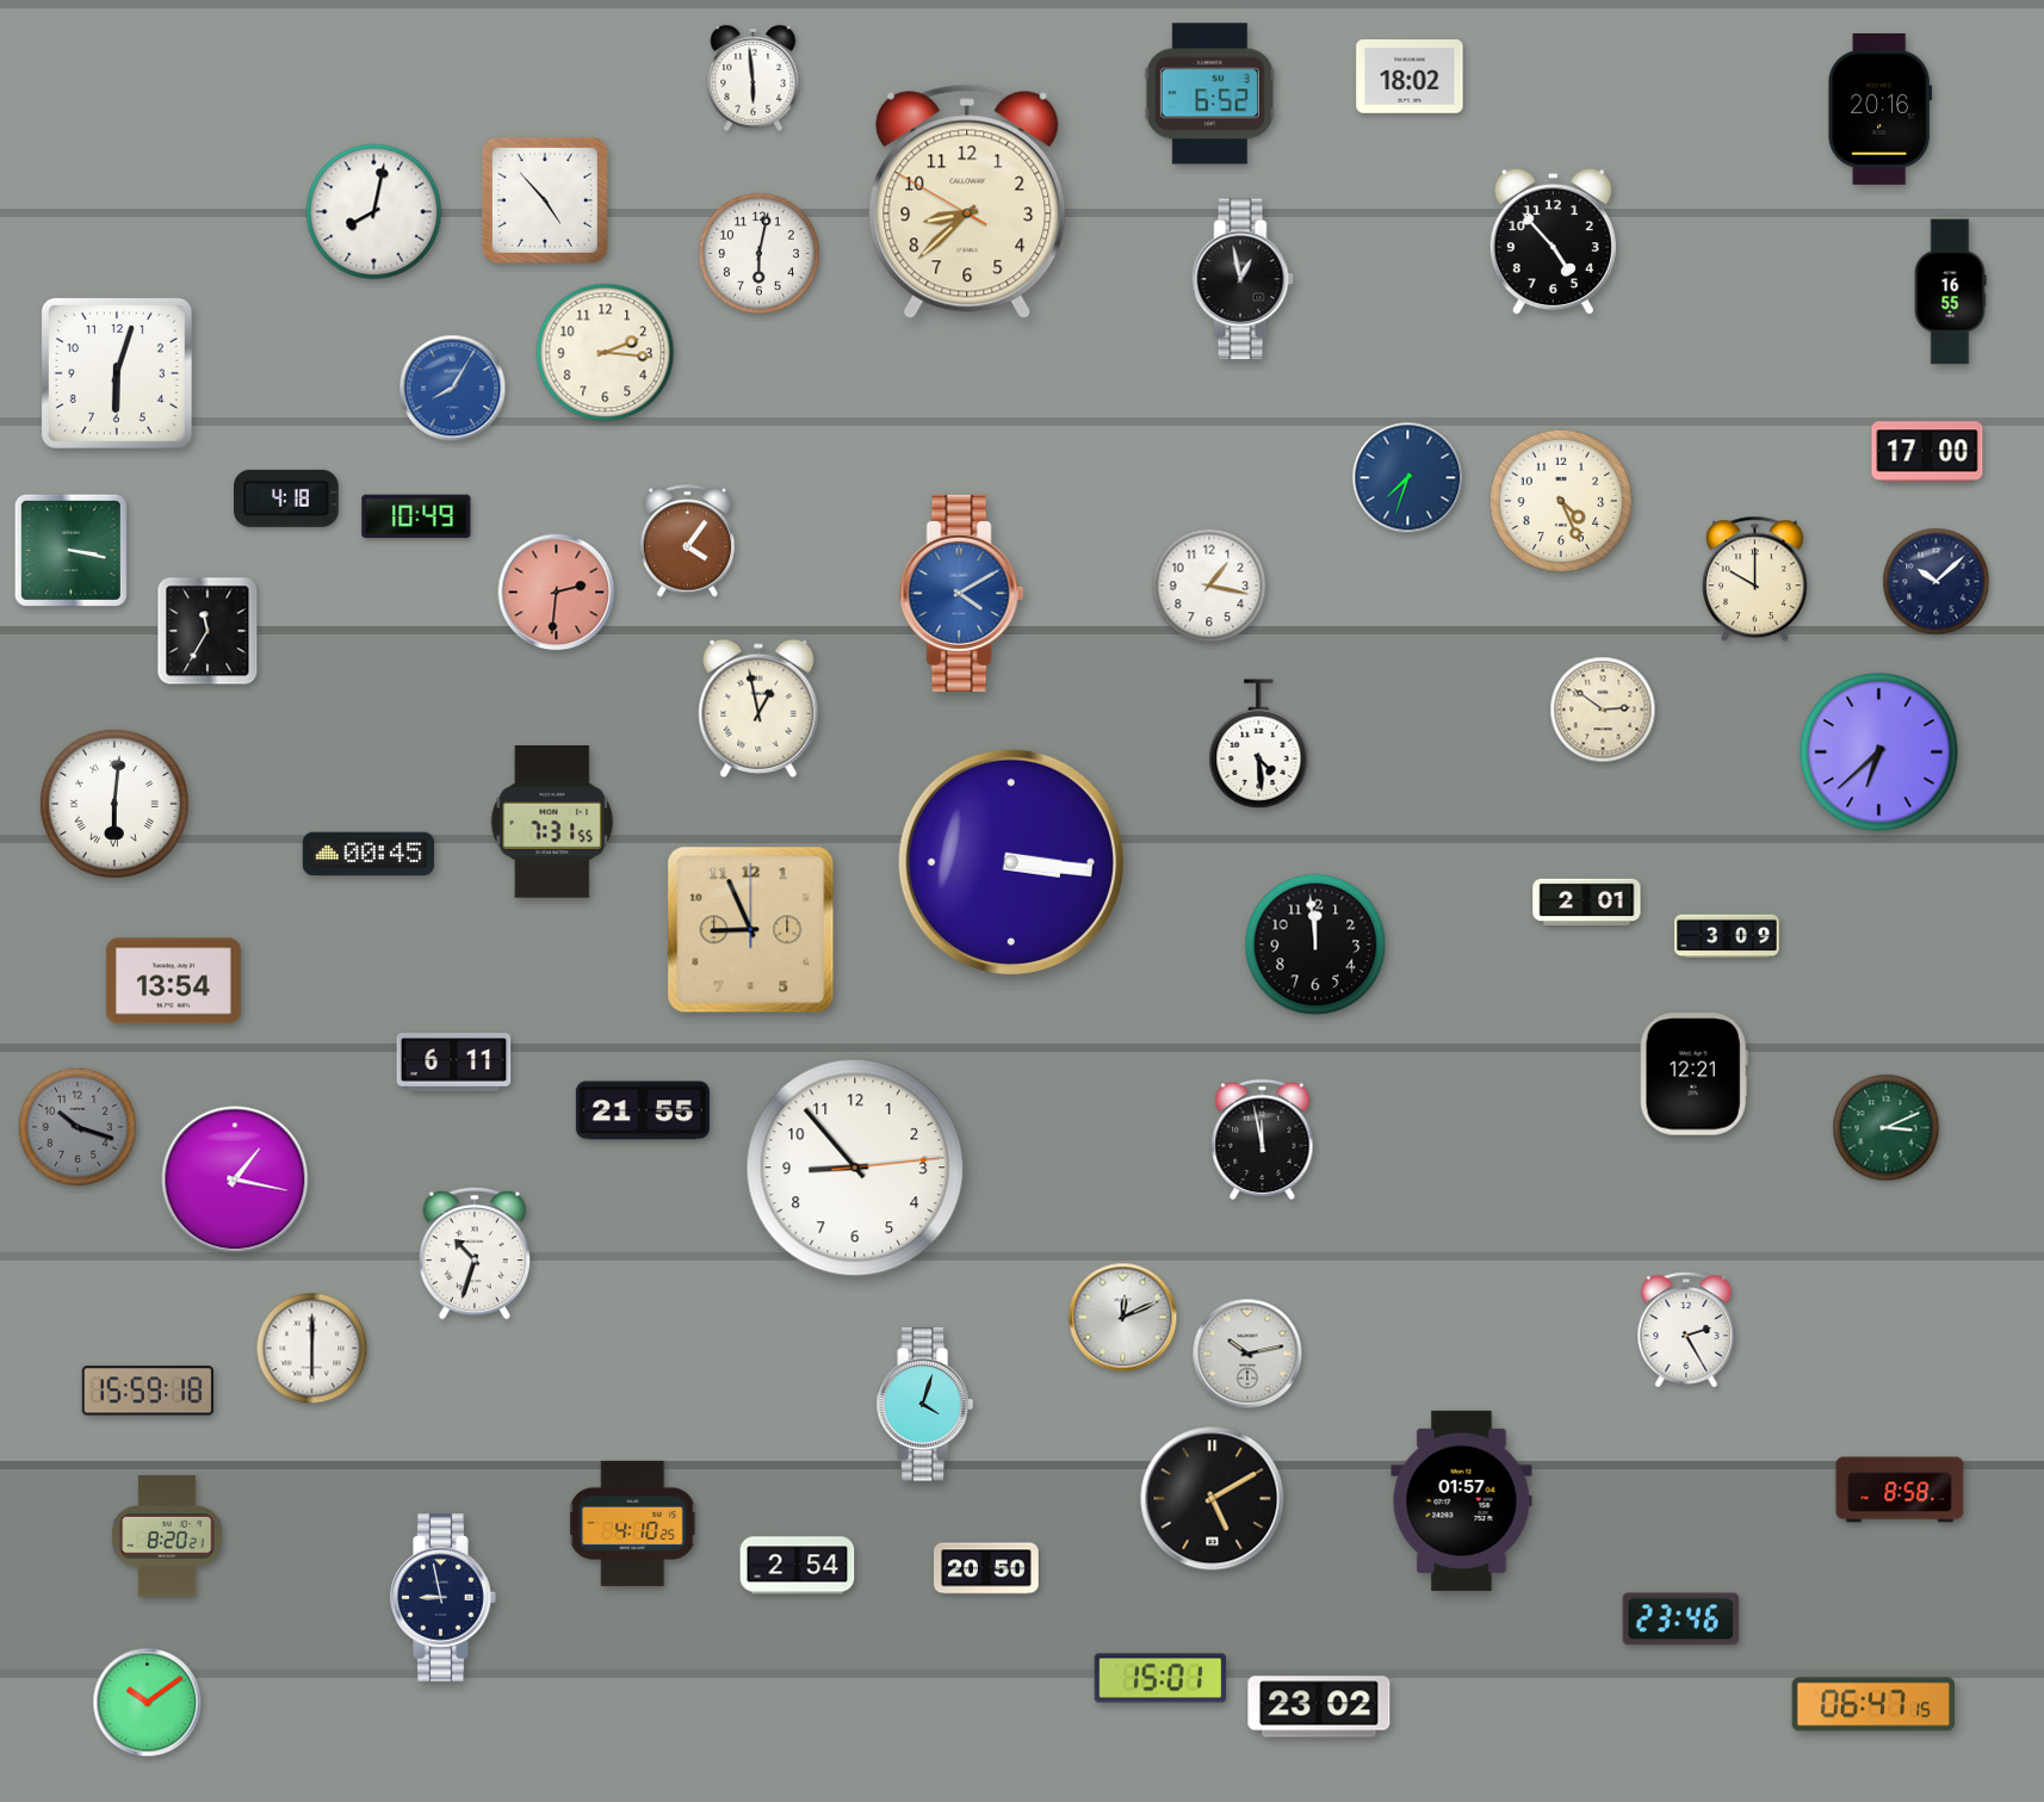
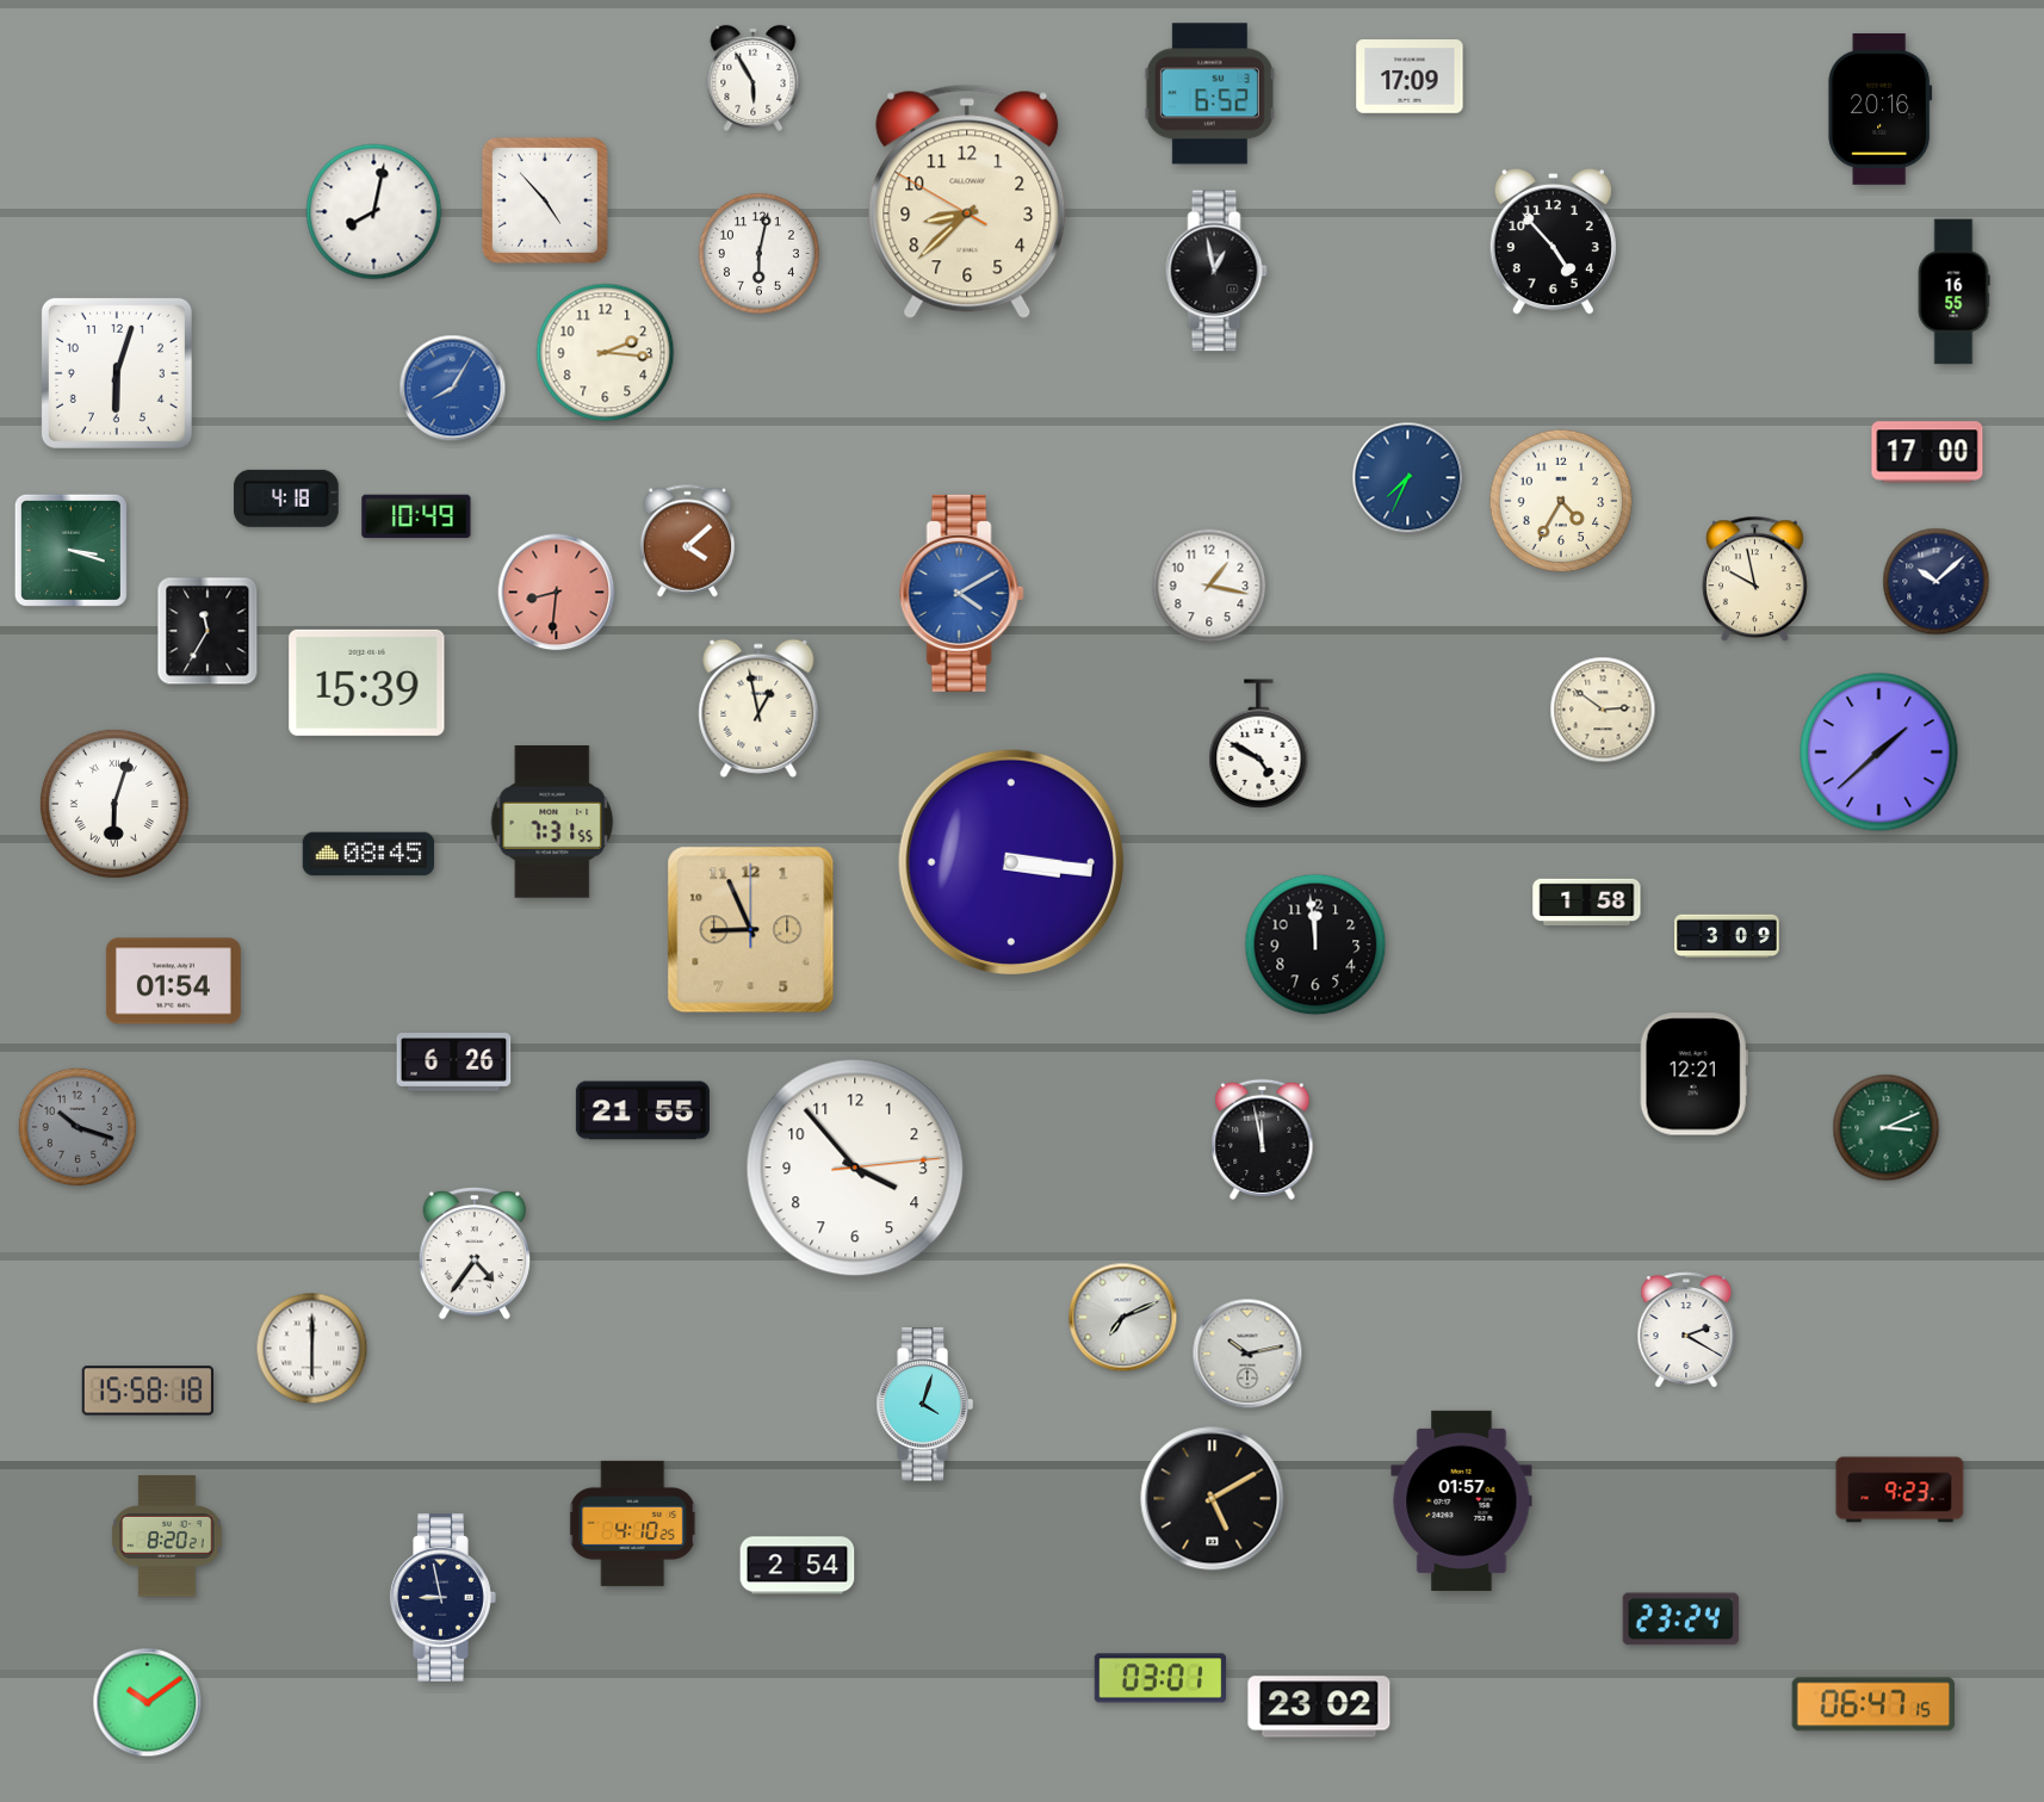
clock at (1410, 76): 18:02 -> 17:09
clock at (754, 78): 5:59 -> 5:55
clock at (1243, 279) position: (1243, 279) -> (1216, 271)
clock at (1950, 292) position: (1950, 292) -> (1953, 292)
clock at (1408, 478): 7:33 -> 7:34
clock at (1561, 501): 4:26 -> 4:35
clock at (688, 541): 4:06 -> 4:08
clock at (70, 550): 3:17 -> 3:18
clock at (1754, 580): 10:00 -> 9:58
clock at (557, 593): 2:31 -> 8:31
clock at (367, 682): none -> 15:39
clock at (1259, 744): 4:29 -> 4:50
clock at (1879, 753): 6:38 -> 1:38
clock at (114, 804): 6:01 -> 6:03
clock at (368, 854): 00:45 -> 08:45
clock at (1587, 902): 2:01 -> 1:58
clock at (173, 981): 13:54 -> 01:54
clock at (454, 1063): 6:11 -> 6:26
clock at (855, 1168): 8:53 -> 3:53
clock at (235, 1179): 1:17 -> none
clock at (475, 1253): 10:33 -> 4:36
clock at (1123, 1318): 12:11 -> 7:11
clock at (1686, 1330): 2:25 -> 2:20
clock at (148, 1391): 15:59 -> 15:58
clock at (1900, 1490): 8:58 -> 9:23
clock at (986, 1568): 20:50 -> none
clock at (1680, 1620): 23:46 -> 23:24
clock at (1160, 1678): 15:01 -> 03:01
